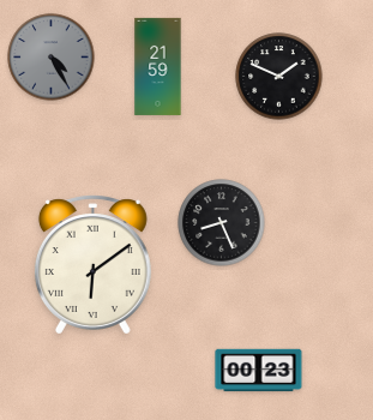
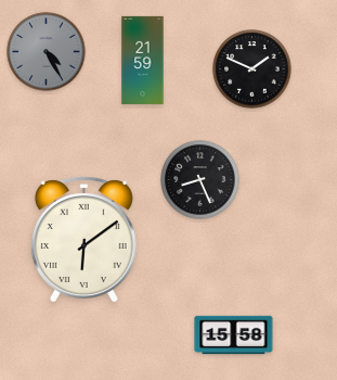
clock at (222, 223) position: (222, 223) -> (200, 180)
clock at (259, 371): 00:23 -> 15:58
